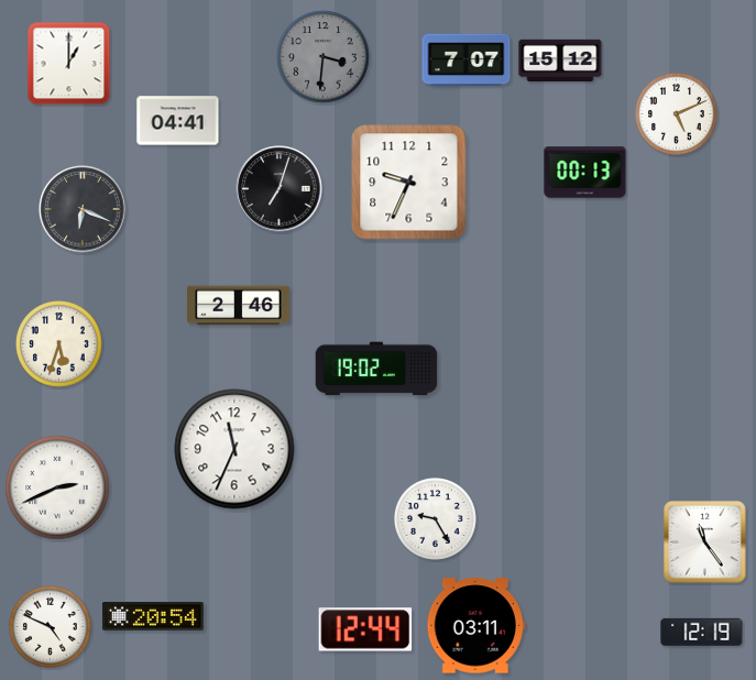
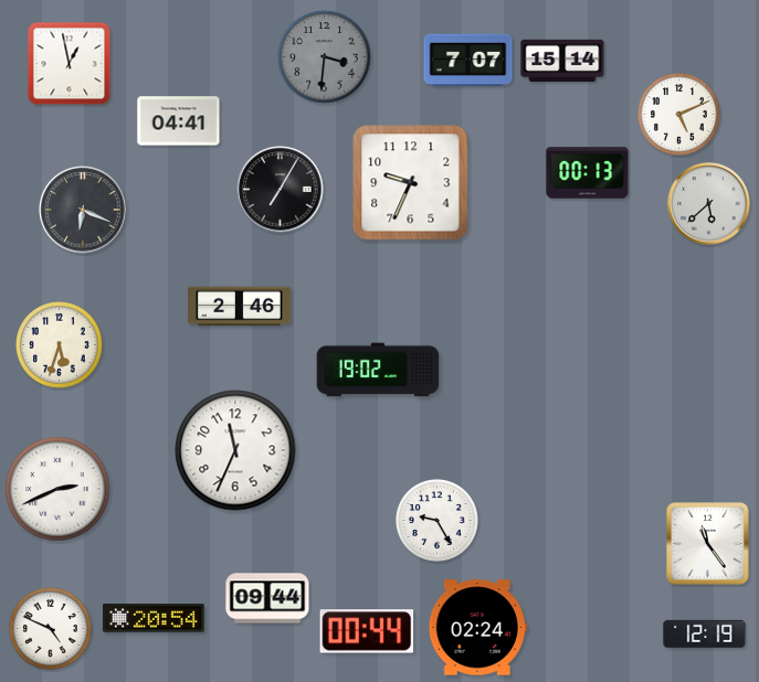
clock at (560, 61): 15:12 -> 15:14
clock at (69, 64): 1:00 -> 12:58
clock at (280, 189): 7:03 -> 7:05
clock at (709, 204): none -> 5:38
clock at (267, 598): none -> 09:44
clock at (475, 626): 03:11 -> 02:24
clock at (365, 629): 12:44 -> 00:44
